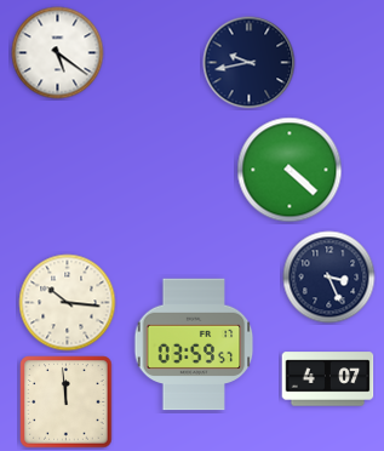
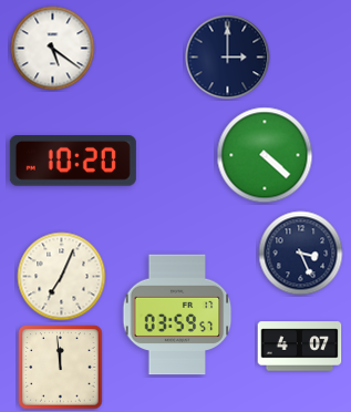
clock at (250, 63): 9:43 -> 3:00
clock at (73, 162): none -> 10:20
clock at (68, 303): 10:16 -> 7:04
